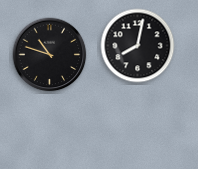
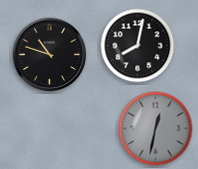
clock at (156, 129): none -> 12:32
